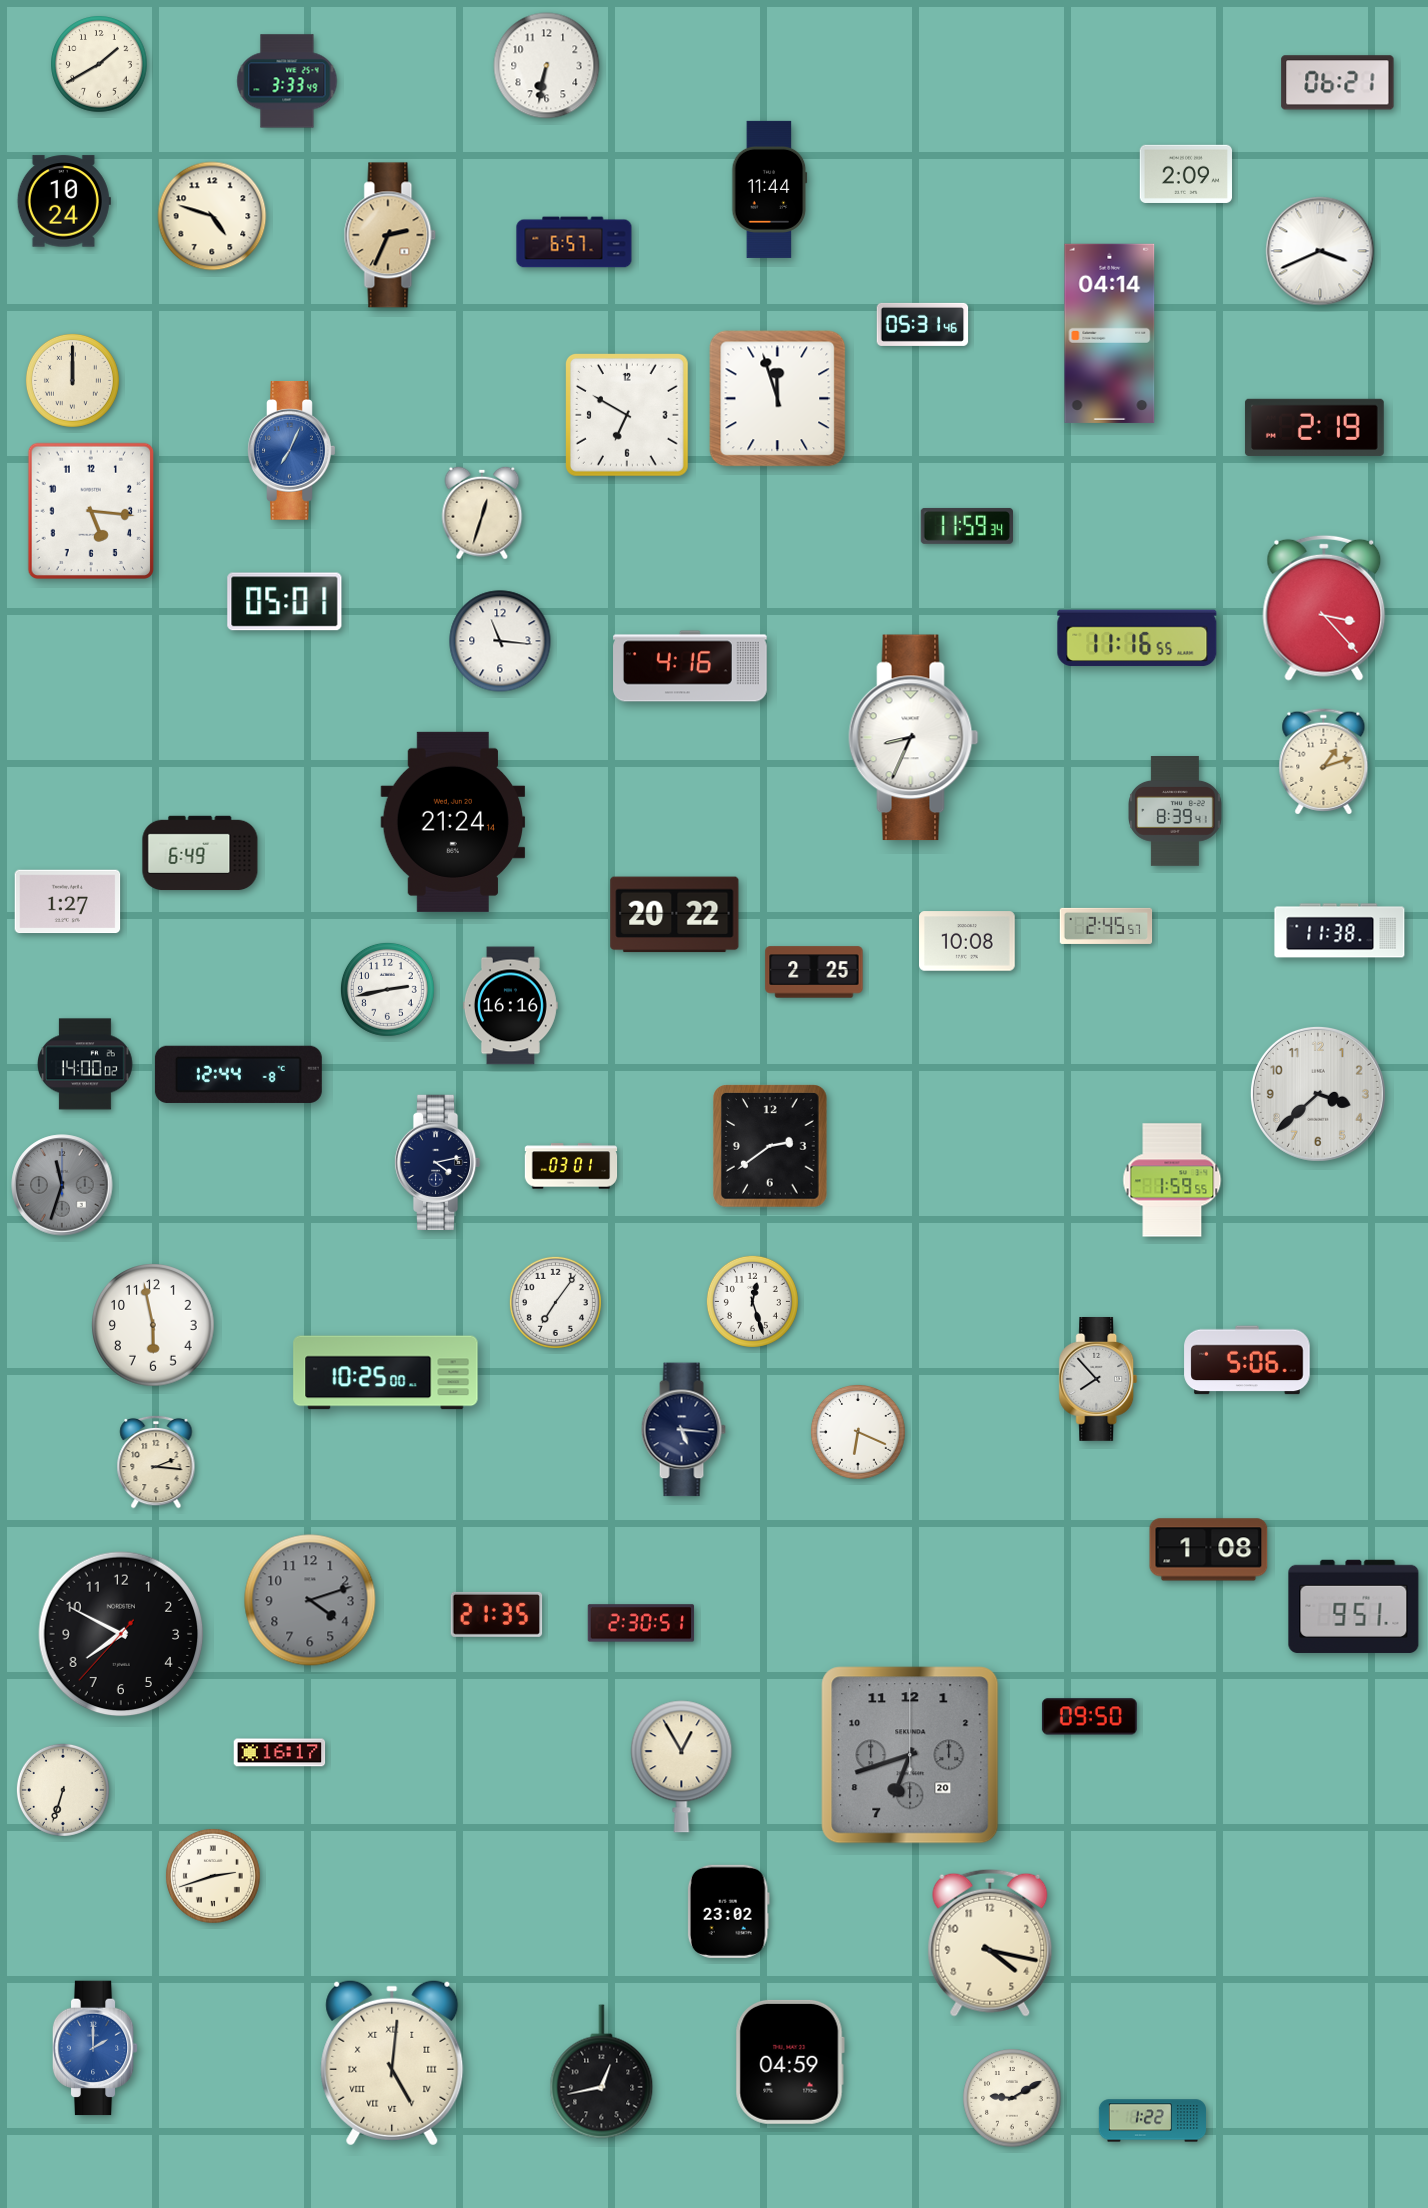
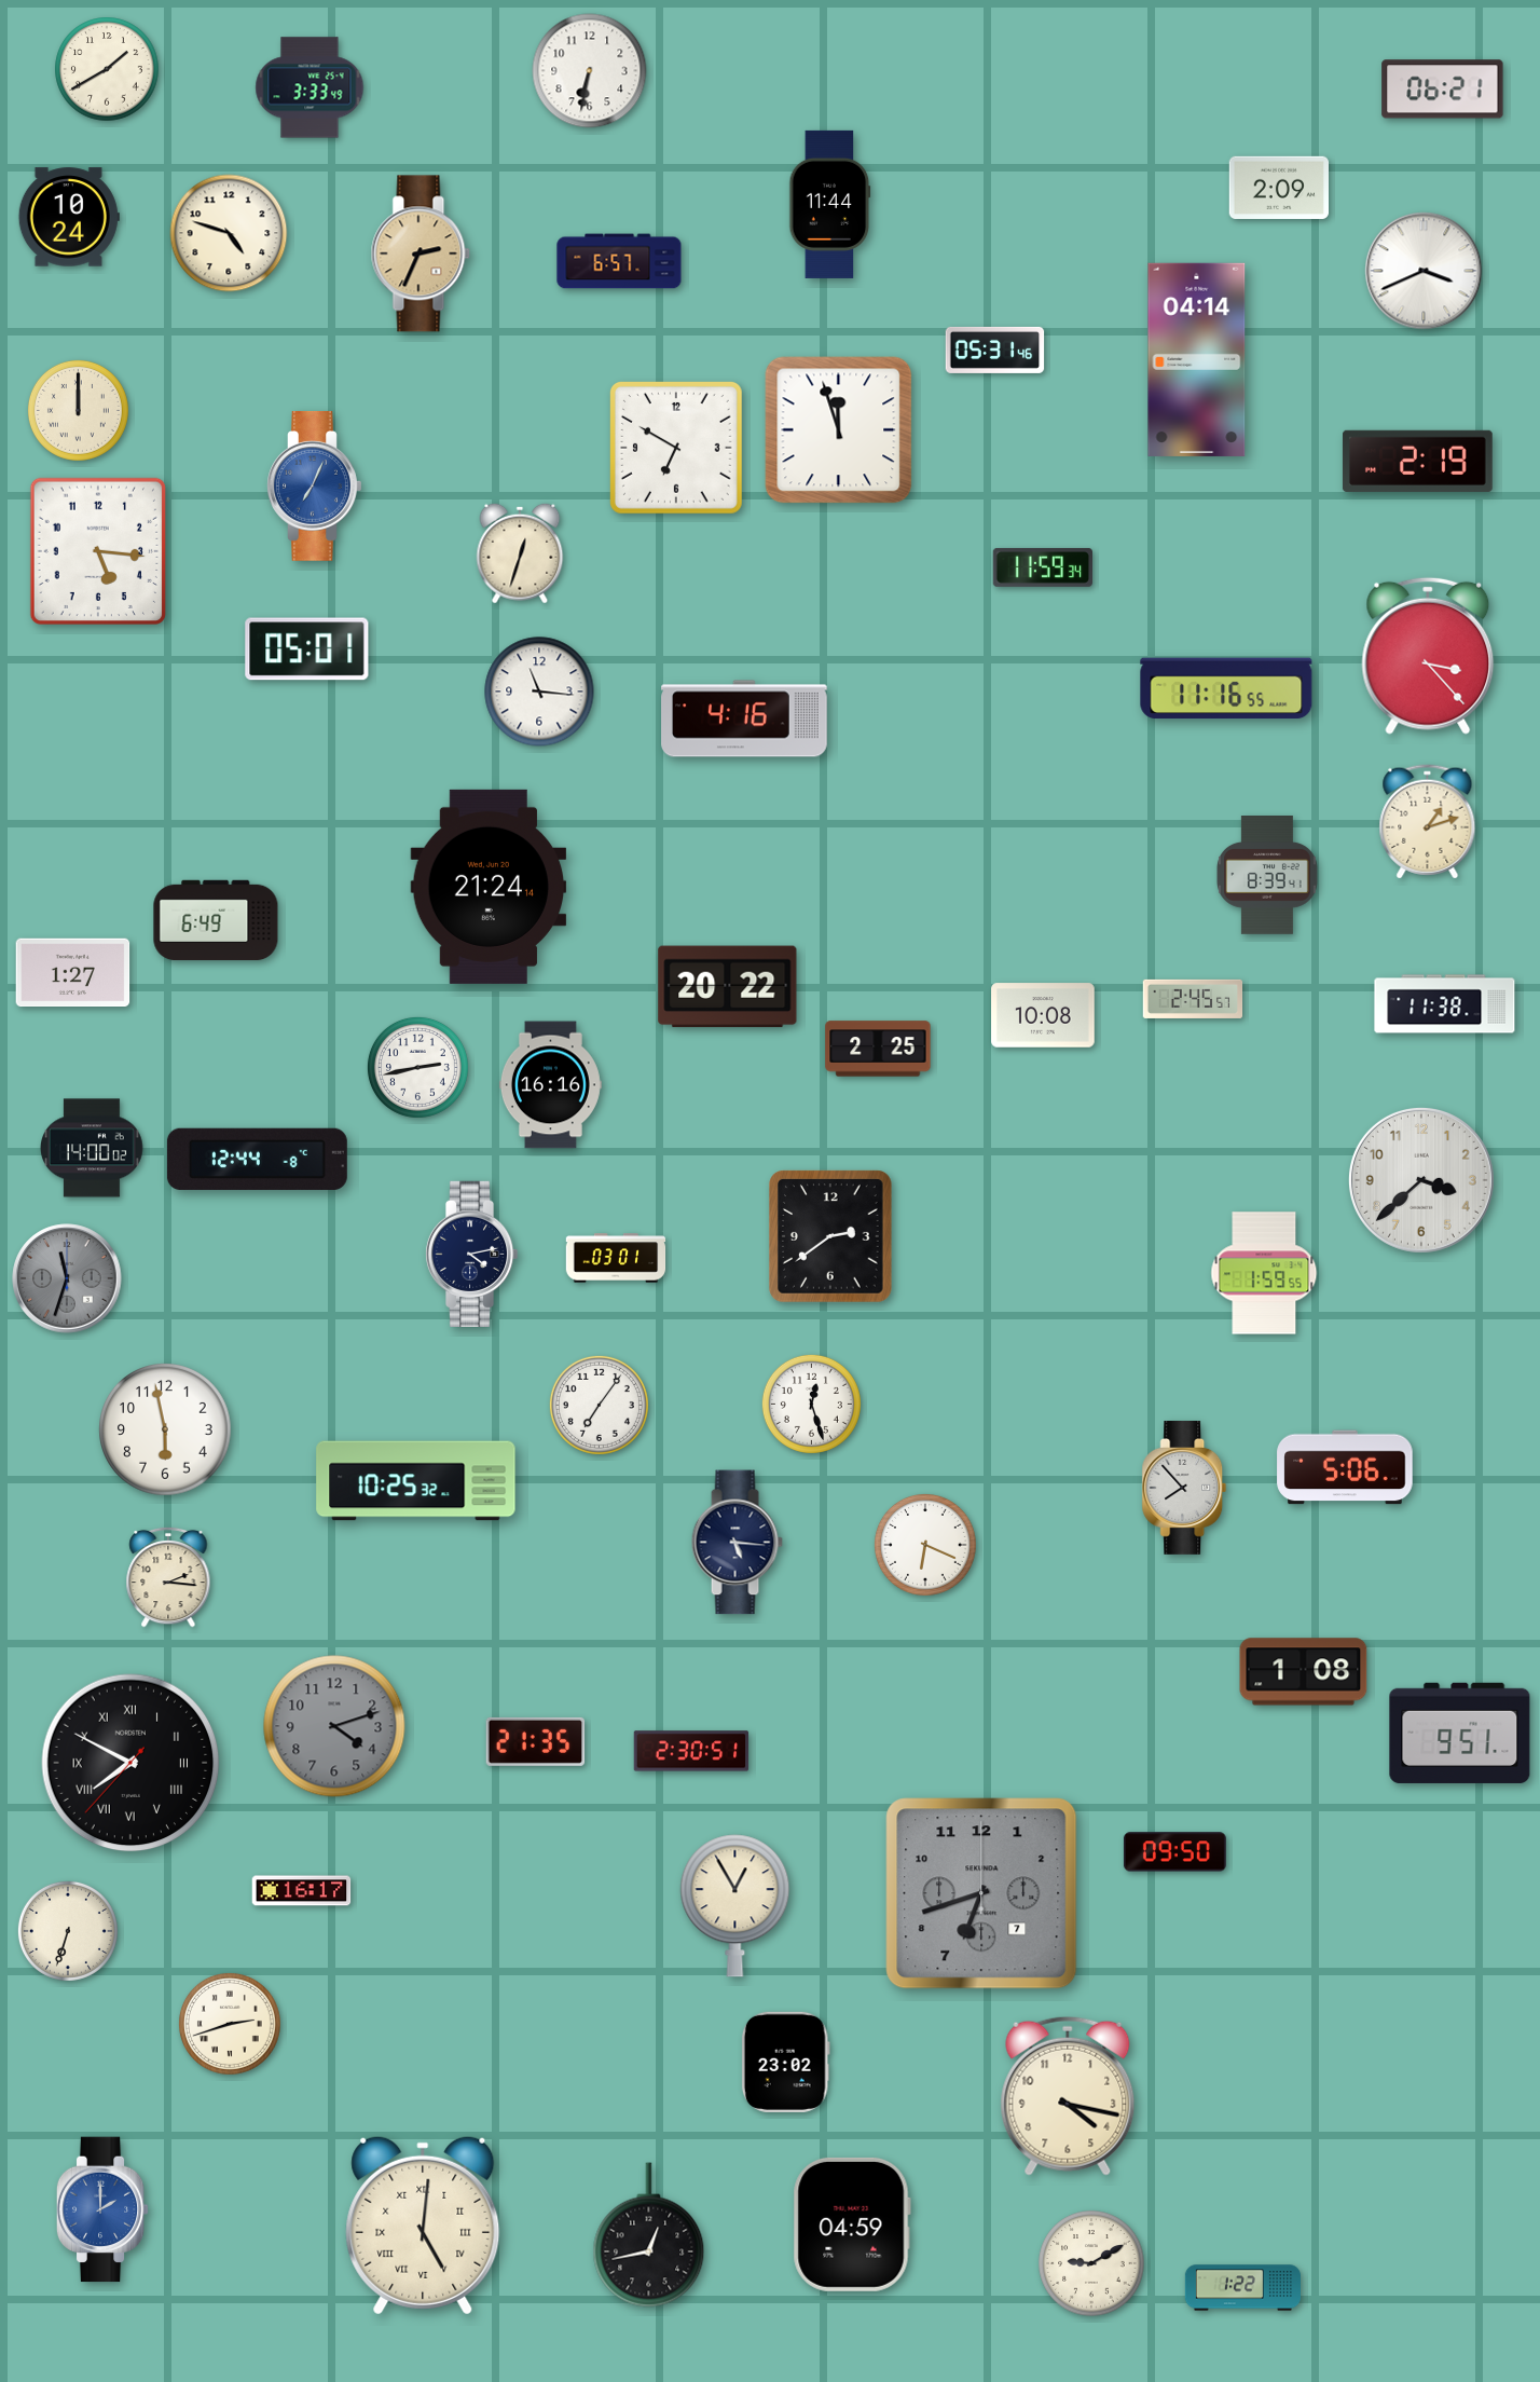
clock at (914, 738): 8:34 -> none
clock at (386, 1373): 10:25:00 -> 10:25:32
clock at (121, 1634) numerals: Arabic -> Roman
clock at (910, 1755) date: 20 -> 7
